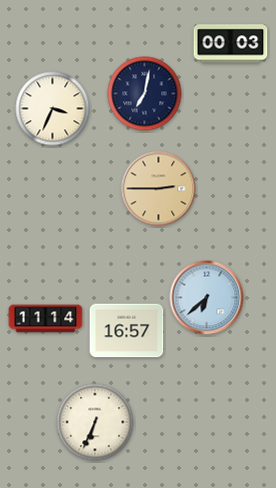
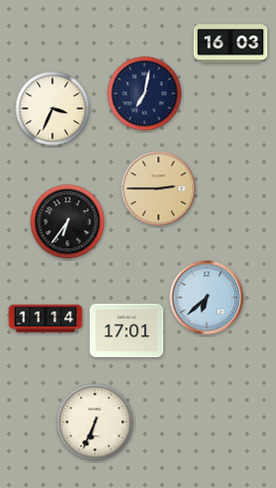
clock at (231, 44): 00:03 -> 16:03
clock at (68, 222): none -> 6:36
clock at (127, 331): 16:57 -> 17:01
